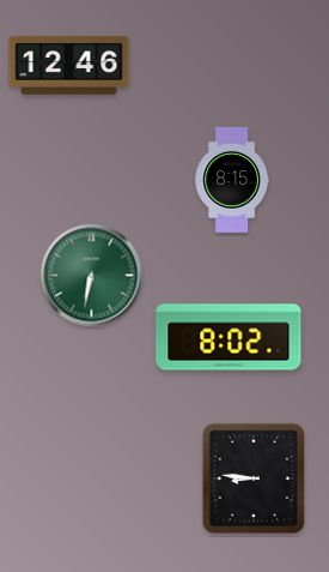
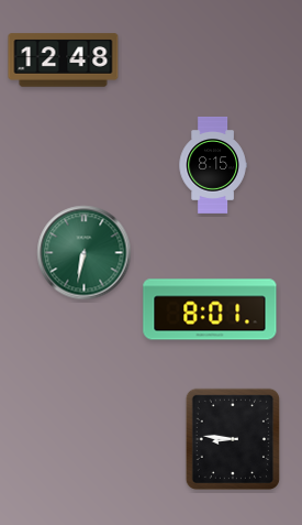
clock at (69, 66): 12:46 -> 12:48
clock at (229, 337): 8:02 -> 8:01
